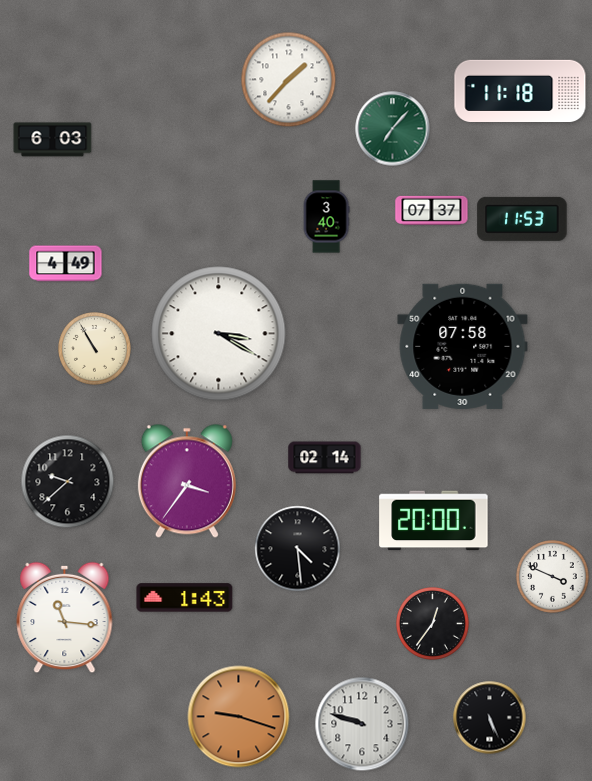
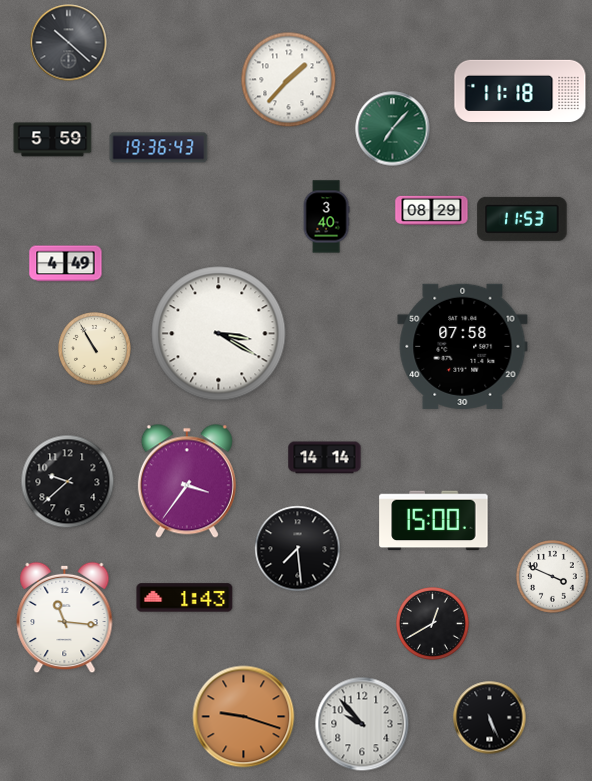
clock at (69, 43): none -> 10:22
clock at (53, 140): 6:03 -> 5:59
clock at (159, 148): none -> 19:36
clock at (432, 210): 07:37 -> 08:29
clock at (325, 458): 02:14 -> 14:14
clock at (434, 521): 20:00 -> 15:00
clock at (298, 549): 4:29 -> 7:29
clock at (433, 624): 12:36 -> 12:40
clock at (239, 717) position: (239, 717) -> (244, 717)
clock at (362, 724): 9:48 -> 9:53
